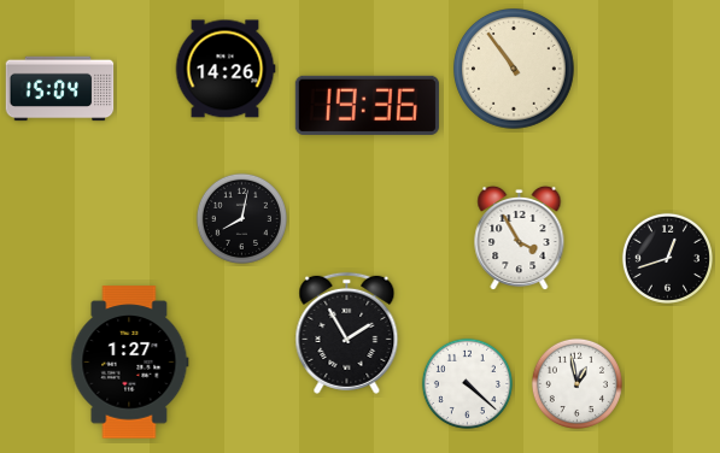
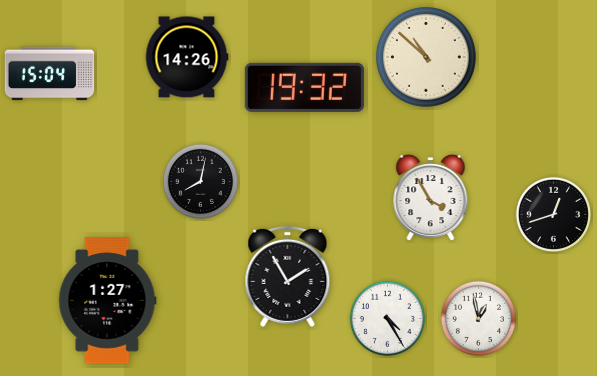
clock at (515, 70): 10:54 -> 10:52
clock at (367, 105): 19:36 -> 19:32
clock at (467, 383): 4:22 -> 4:25
